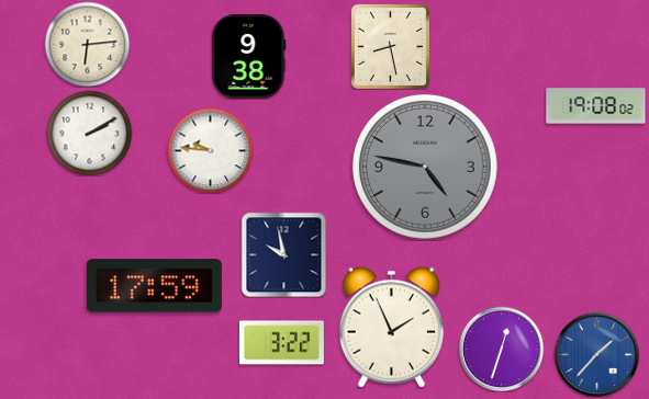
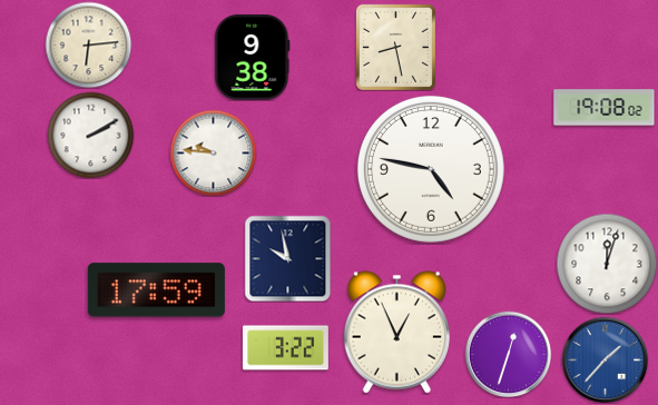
clock at (425, 167) dial: grey -> white
clock at (607, 264): none -> 12:03
clock at (391, 328): 1:56 -> 12:56
